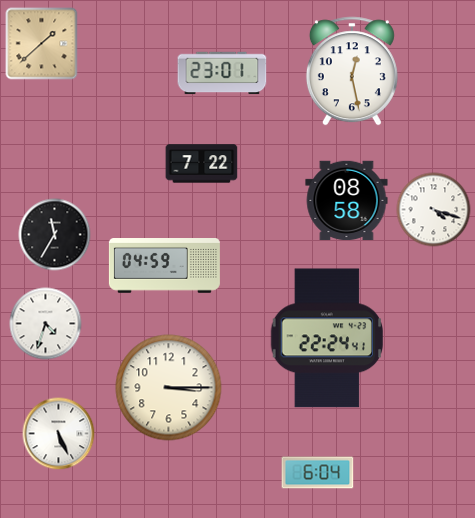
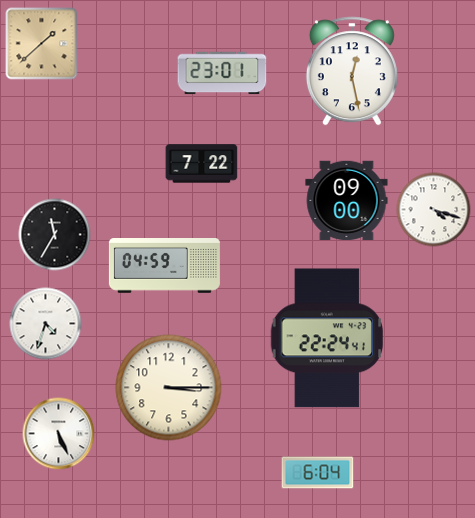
clock at (347, 201): 08:58 -> 09:00
